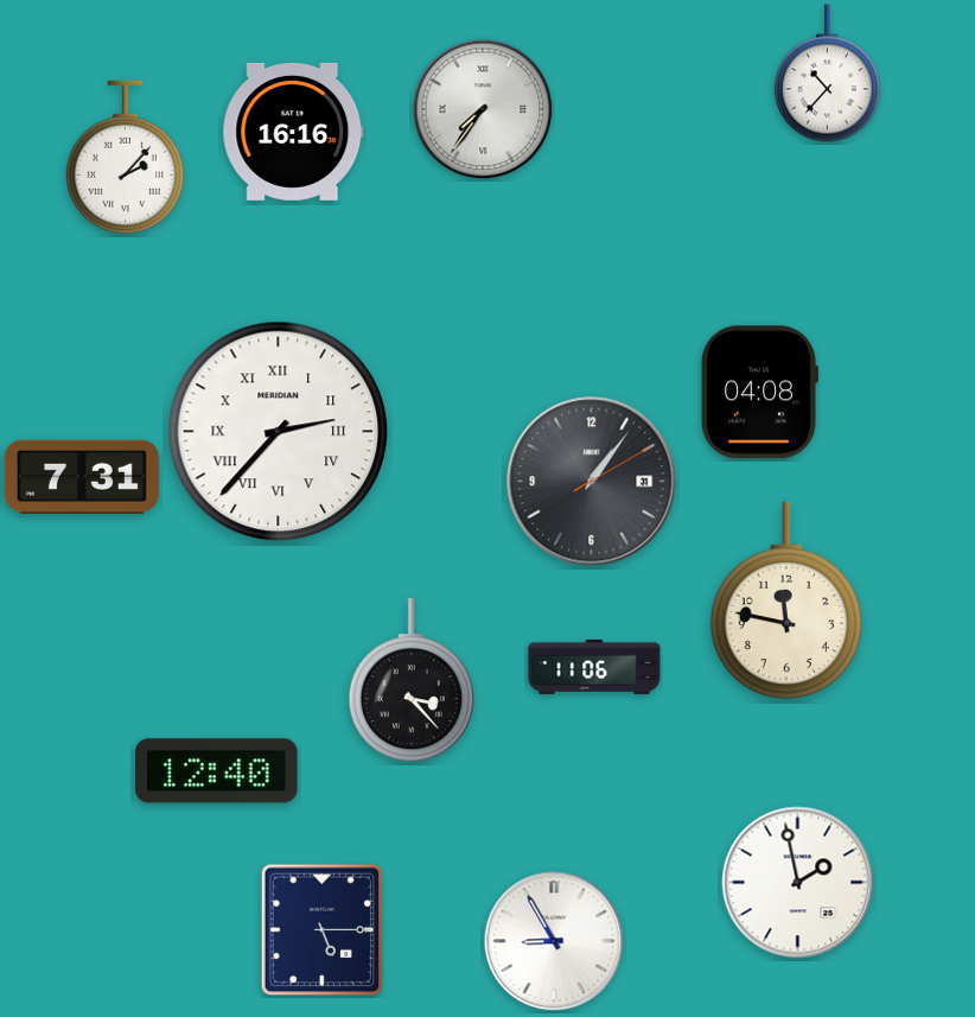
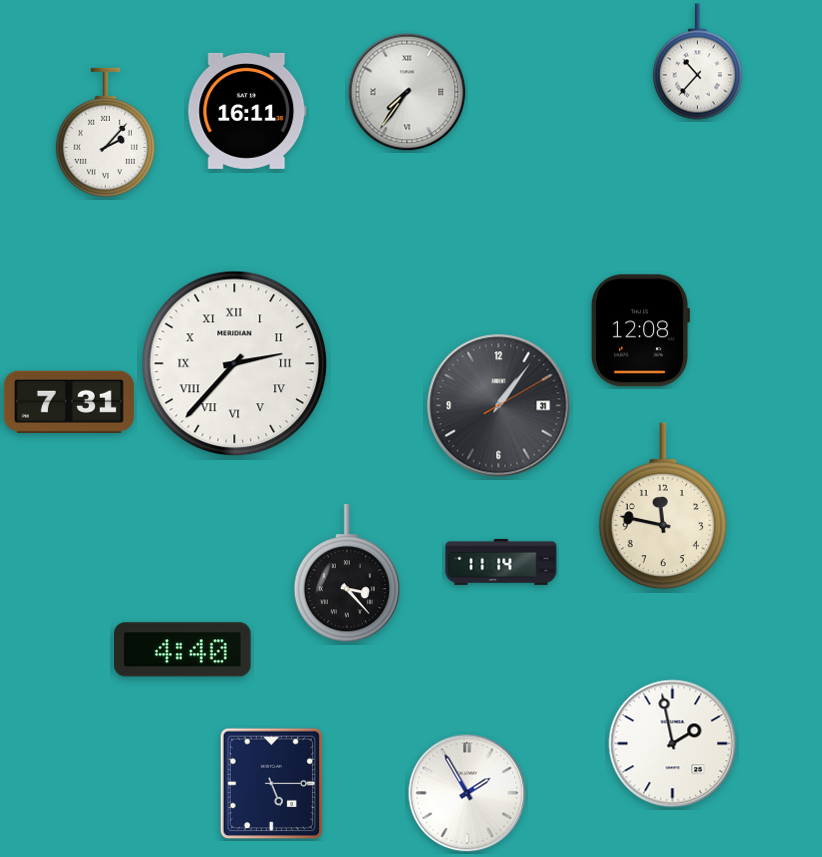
clock at (293, 132): 16:16 -> 16:11
clock at (759, 393): 04:08 -> 12:08
clock at (594, 667): 11:06 -> 11:14
clock at (217, 771): 12:40 -> 4:40
clock at (554, 941): 8:55 -> 1:55
